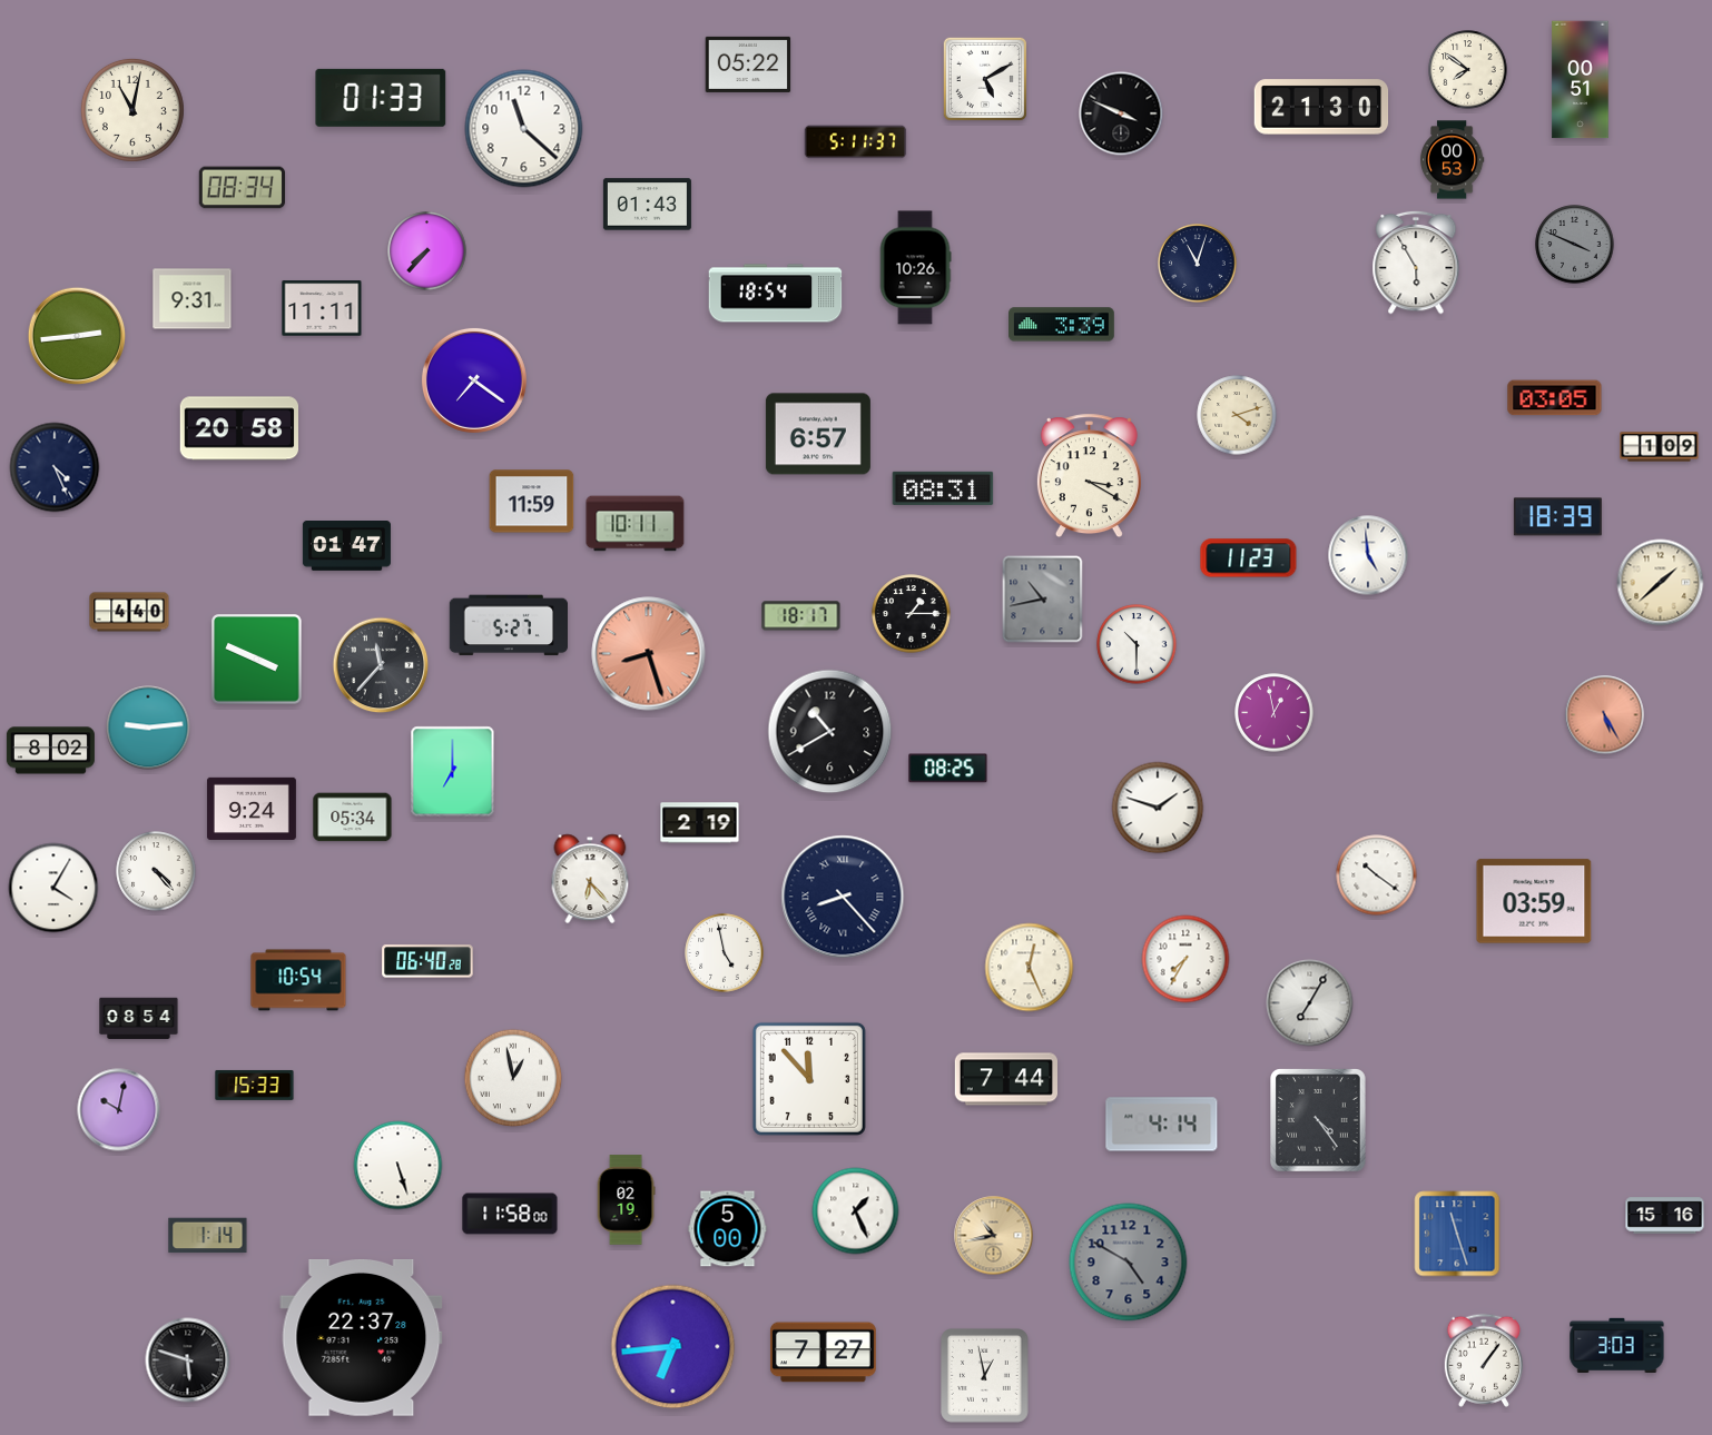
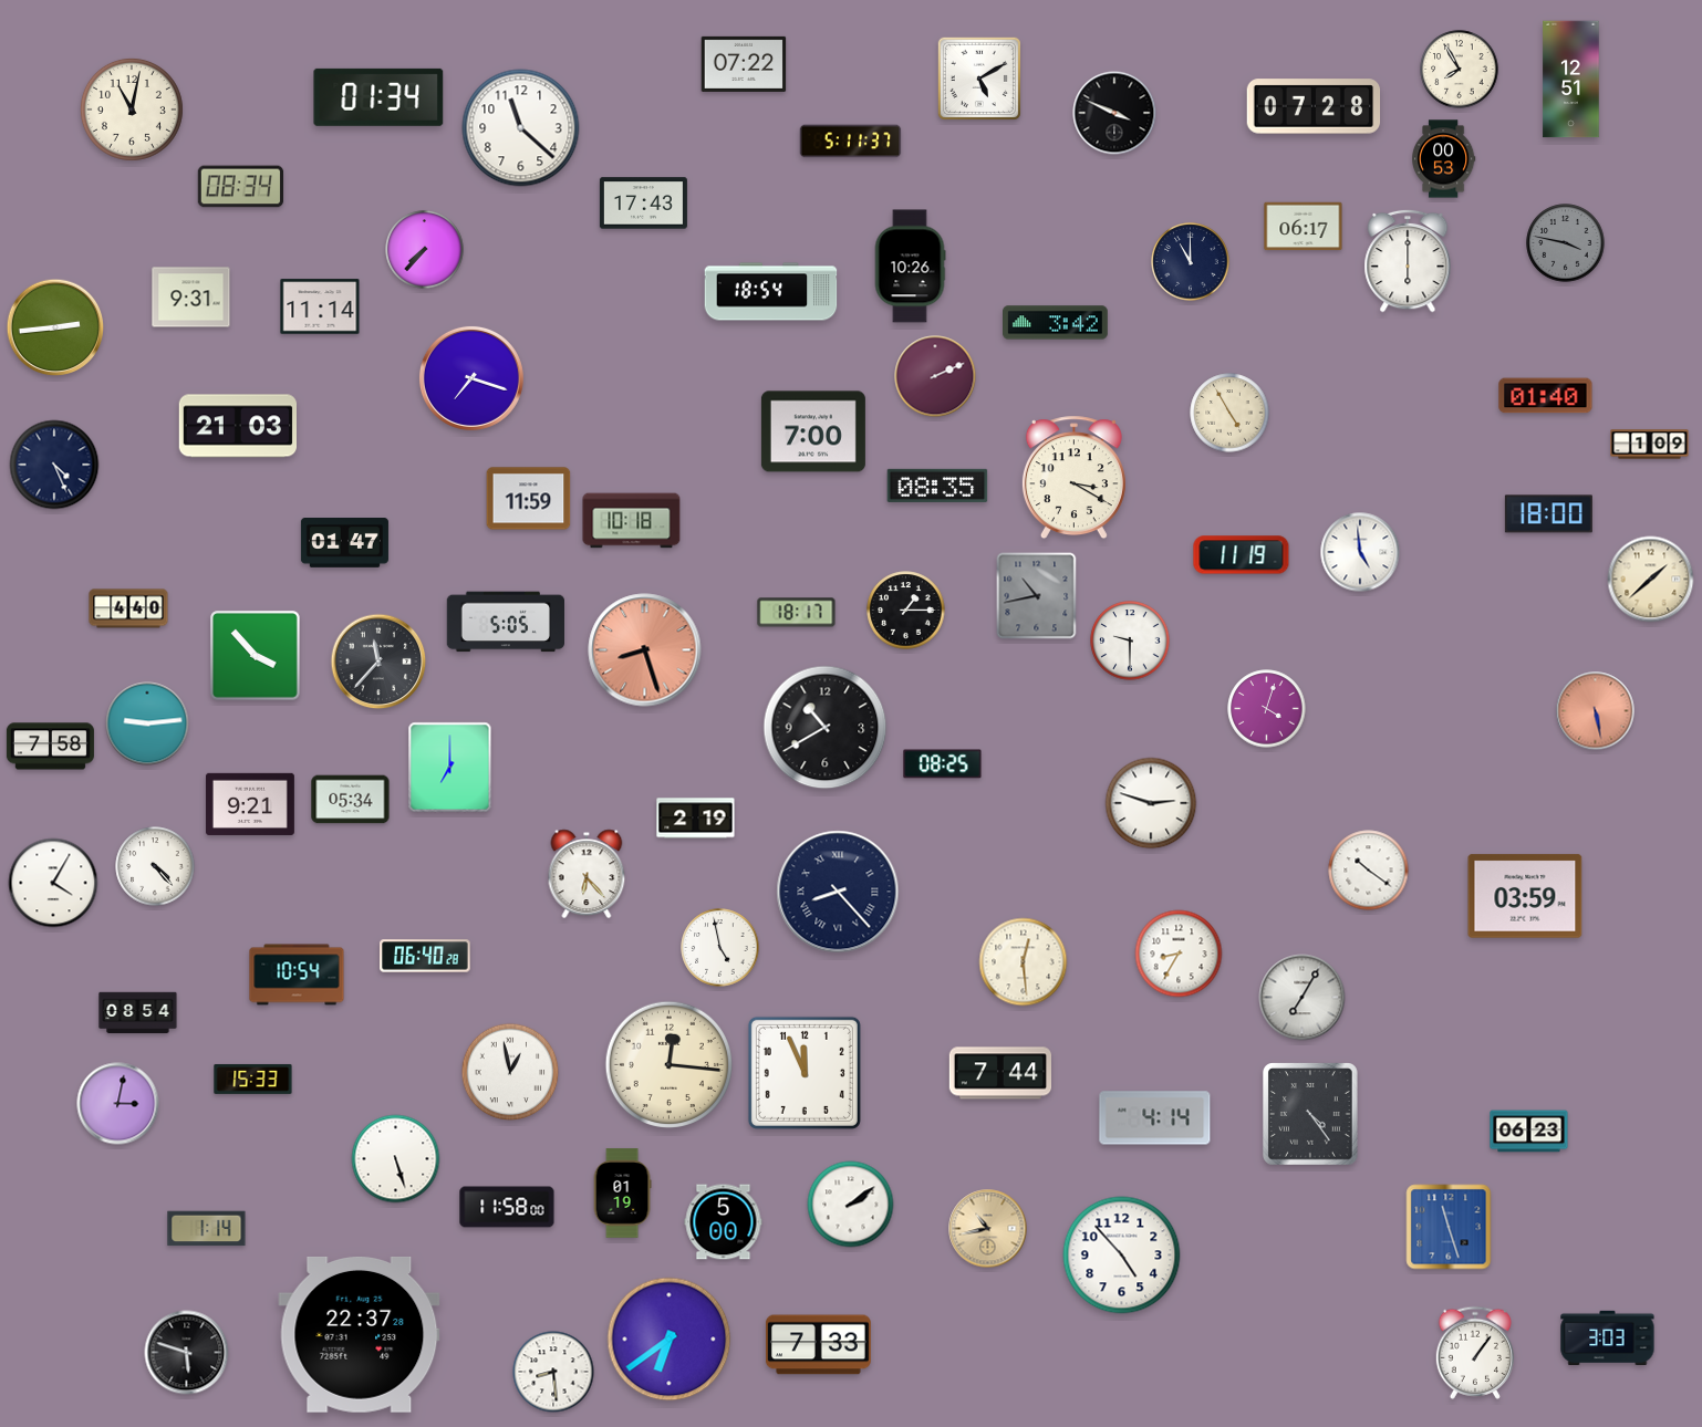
clock at (748, 65): 05:22 -> 07:22
clock at (1468, 70): 7:51 -> 7:55
clock at (1581, 80): 00:51 -> 12:51
clock at (381, 98): 01:33 -> 01:34
clock at (1321, 107): 21:30 -> 07:28
clock at (647, 205): 01:43 -> 17:43
clock at (1304, 227): none -> 06:17
clock at (1575, 245): 3:49 -> 3:47
clock at (1416, 263): 5:55 -> 6:00
clock at (1198, 264): 11:03 -> 11:00
clock at (322, 308): 11:11 -> 11:14
clock at (1062, 325): 3:39 -> 3:42
clock at (77, 336) position: (77, 336) -> (55, 327)
clock at (935, 376): none -> 2:11
clock at (474, 380): 7:21 -> 7:18
clock at (1555, 398): 03:05 -> 01:40
clock at (1237, 415): 4:12 -> 4:55
clock at (238, 428): 20:58 -> 21:03
clock at (818, 434): 6:57 -> 7:00
clock at (1089, 476) position: (1089, 476) -> (1073, 478)
clock at (943, 488): 08:31 -> 08:35
clock at (1557, 517): 18:39 -> 18:00
clock at (636, 524): 10:11 -> 10:18
clock at (1249, 558): 11:23 -> 11:19
clock at (509, 625): 5:27 -> 5:05
clock at (1137, 644): 10:30 -> 9:30
clock at (257, 660): 3:49 -> 3:53
clock at (1275, 713): 12:58 -> 4:03
clock at (1605, 715): 5:25 -> 5:28
clock at (50, 751): 8:02 -> 7:58
clock at (1158, 808): 1:48 -> 2:48
clock at (252, 809): 9:24 -> 9:21
clock at (353, 818) position: (353, 818) -> (351, 800)
clock at (1185, 959): 7:35 -> 8:35
clock at (1030, 968): 12:26 -> 12:29
clock at (668, 1064): none -> 12:16
clock at (809, 1079): 11:53 -> 11:56
clock at (119, 1110): 10:02 -> 3:02
clock at (1529, 1132): none -> 06:23
clock at (626, 1200): 02:19 -> 01:19
clock at (856, 1211): 1:26 -> 2:09
clock at (1665, 1216): 15:16 -> none
clock at (1129, 1263): 4:50 -> 4:53
clock at (1129, 1263) dial: grey -> white
clock at (362, 1338) position: (362, 1338) -> (360, 1335)
clock at (673, 1347): 6:44 -> 6:39
clock at (823, 1353): 7:27 -> 7:33
clock at (985, 1376): 12:58 -> none
clock at (553, 1372): none -> 8:29
